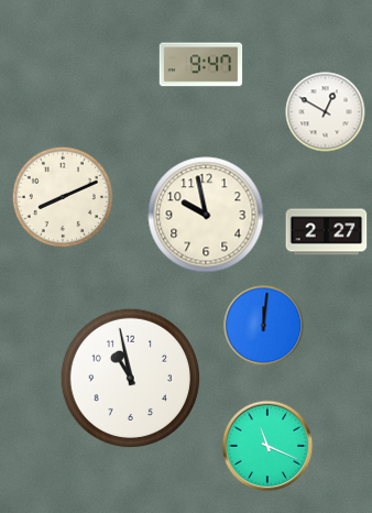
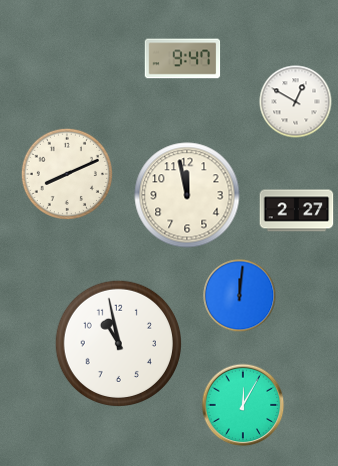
clock at (63, 197) position: (63, 197) -> (67, 174)
clock at (206, 215): 9:58 -> 11:58
clock at (267, 446): 11:19 -> 12:05
